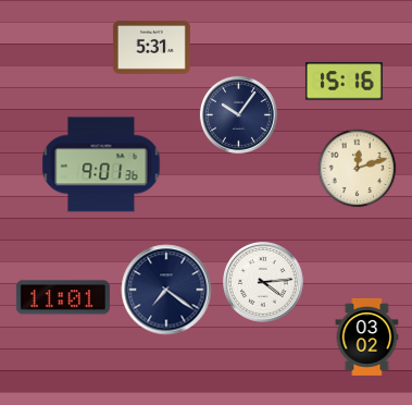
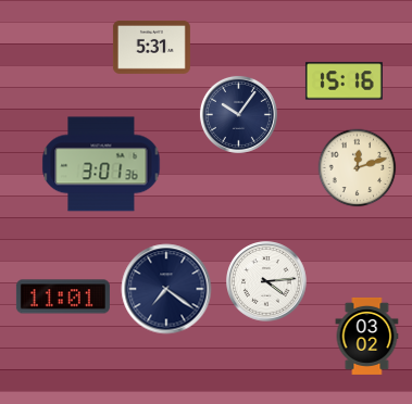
clock at (101, 164): 9:01 -> 3:01
clock at (264, 283) position: (264, 283) -> (267, 282)
